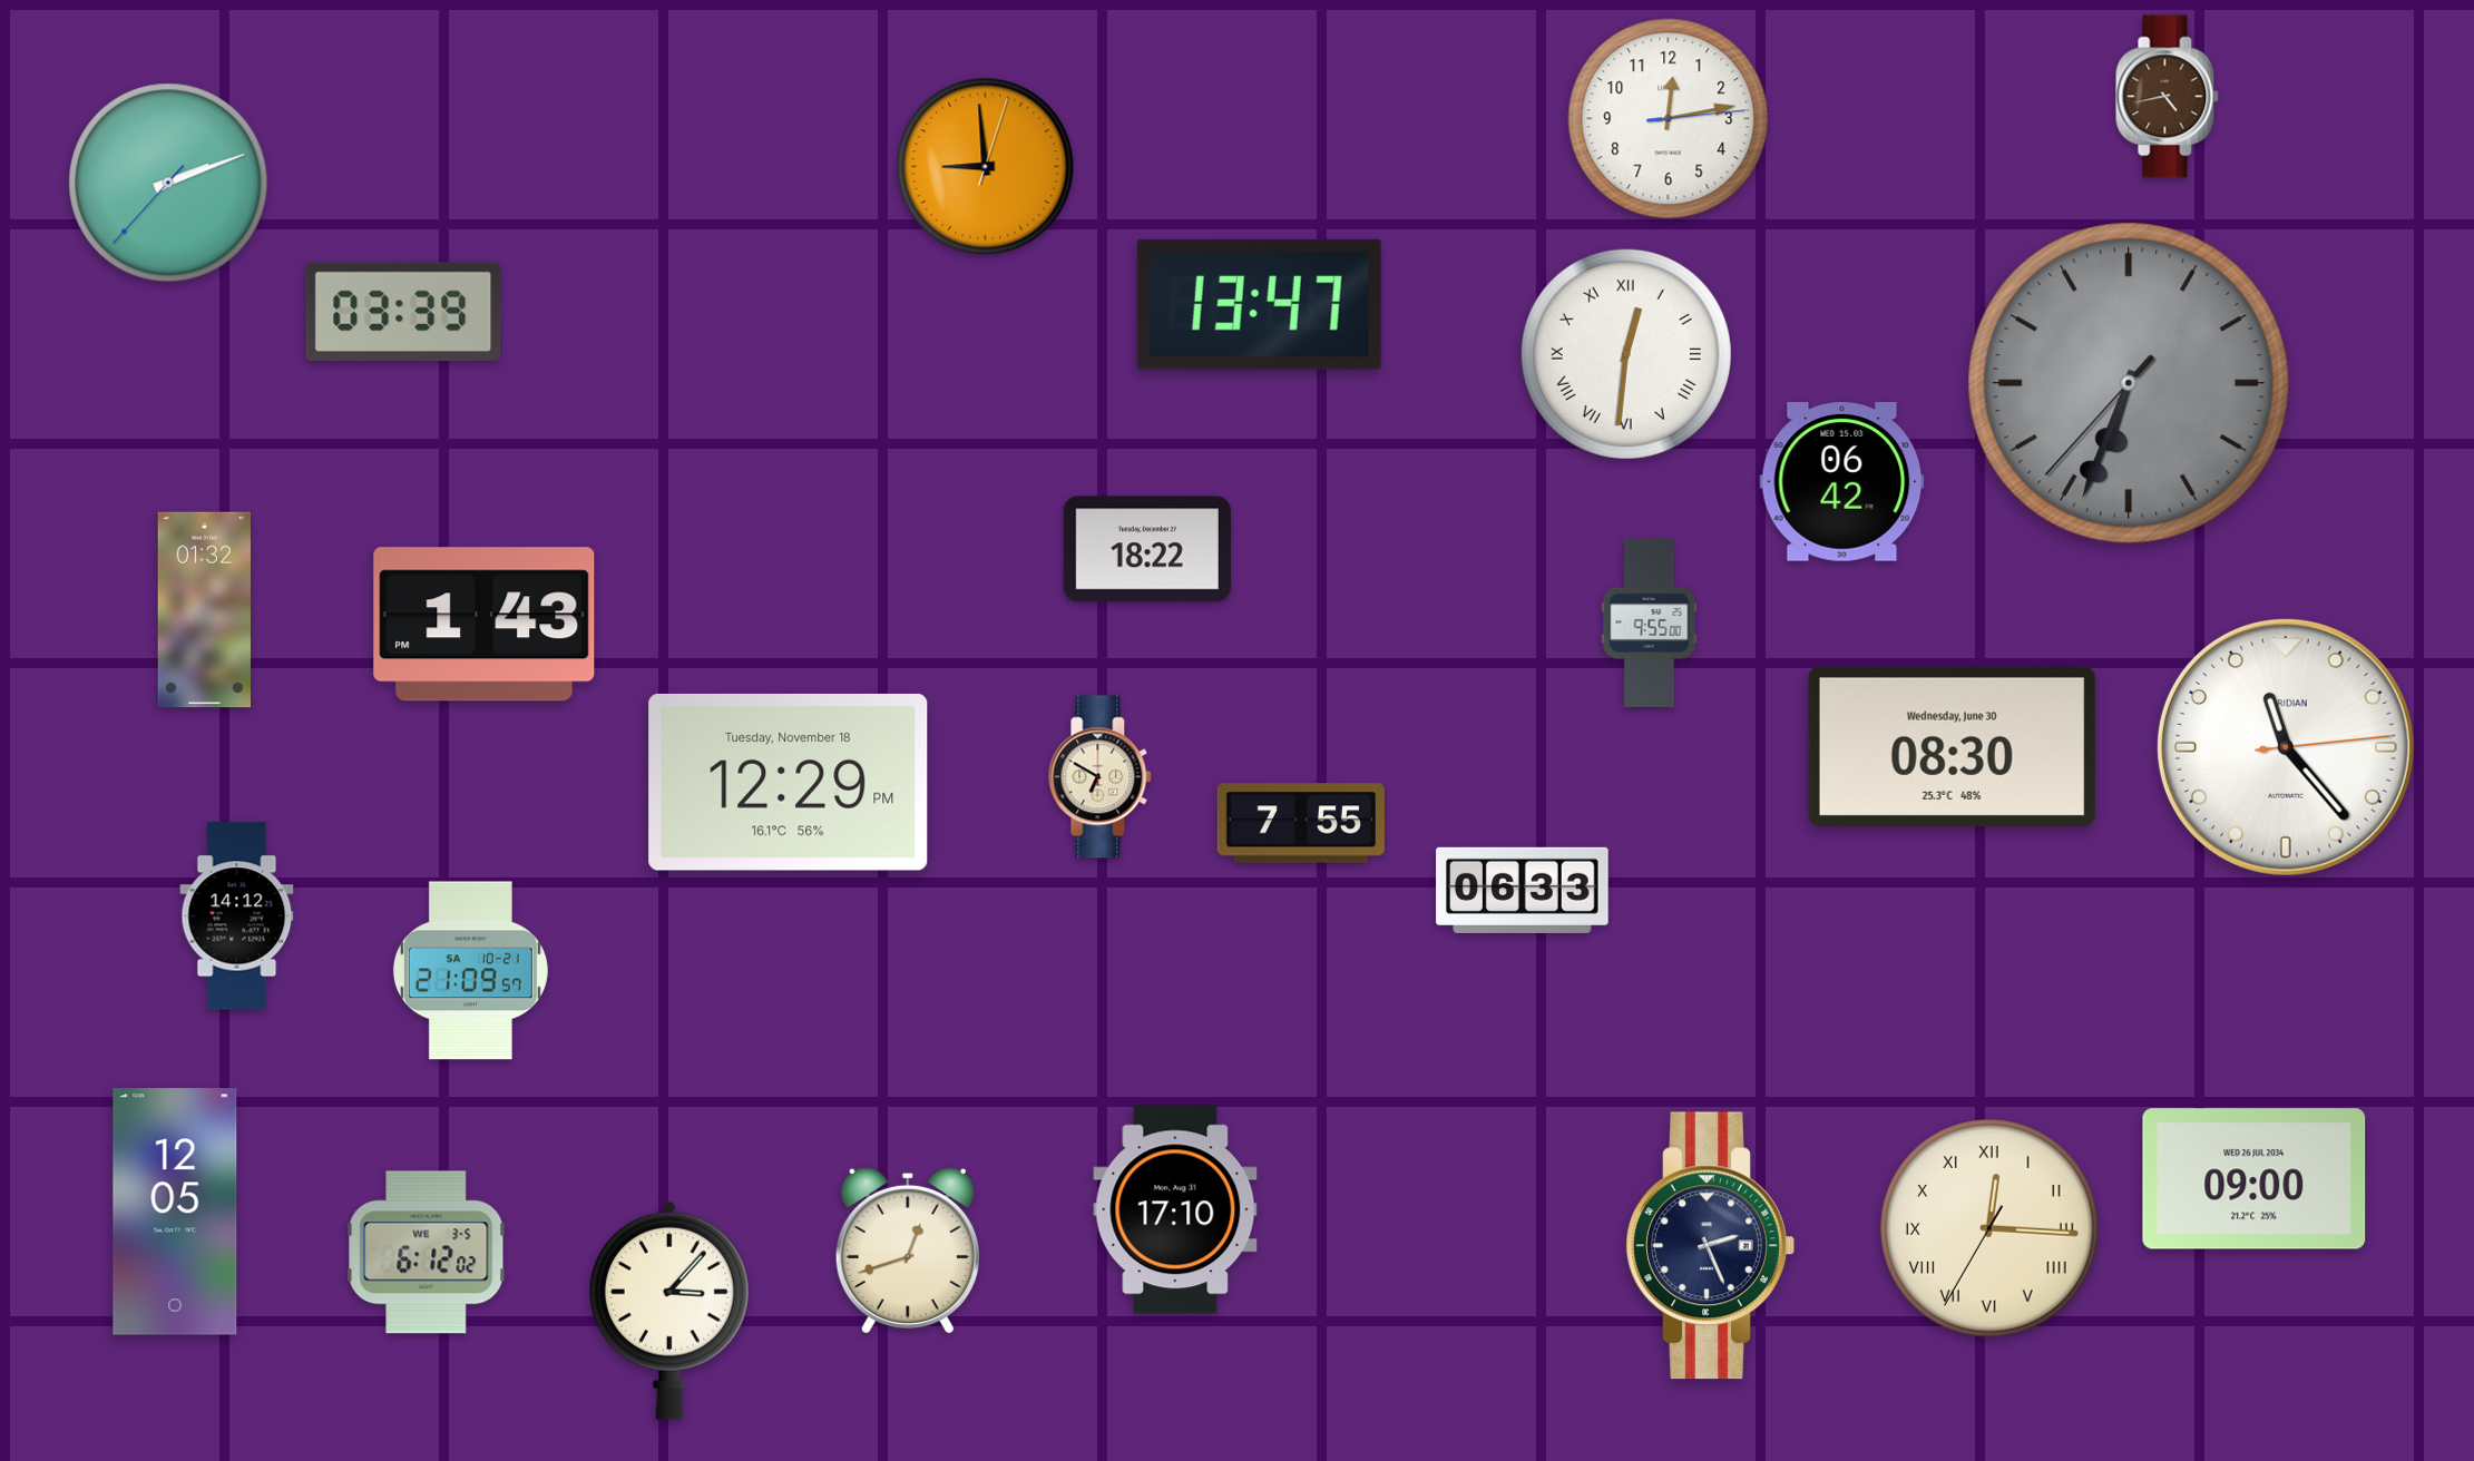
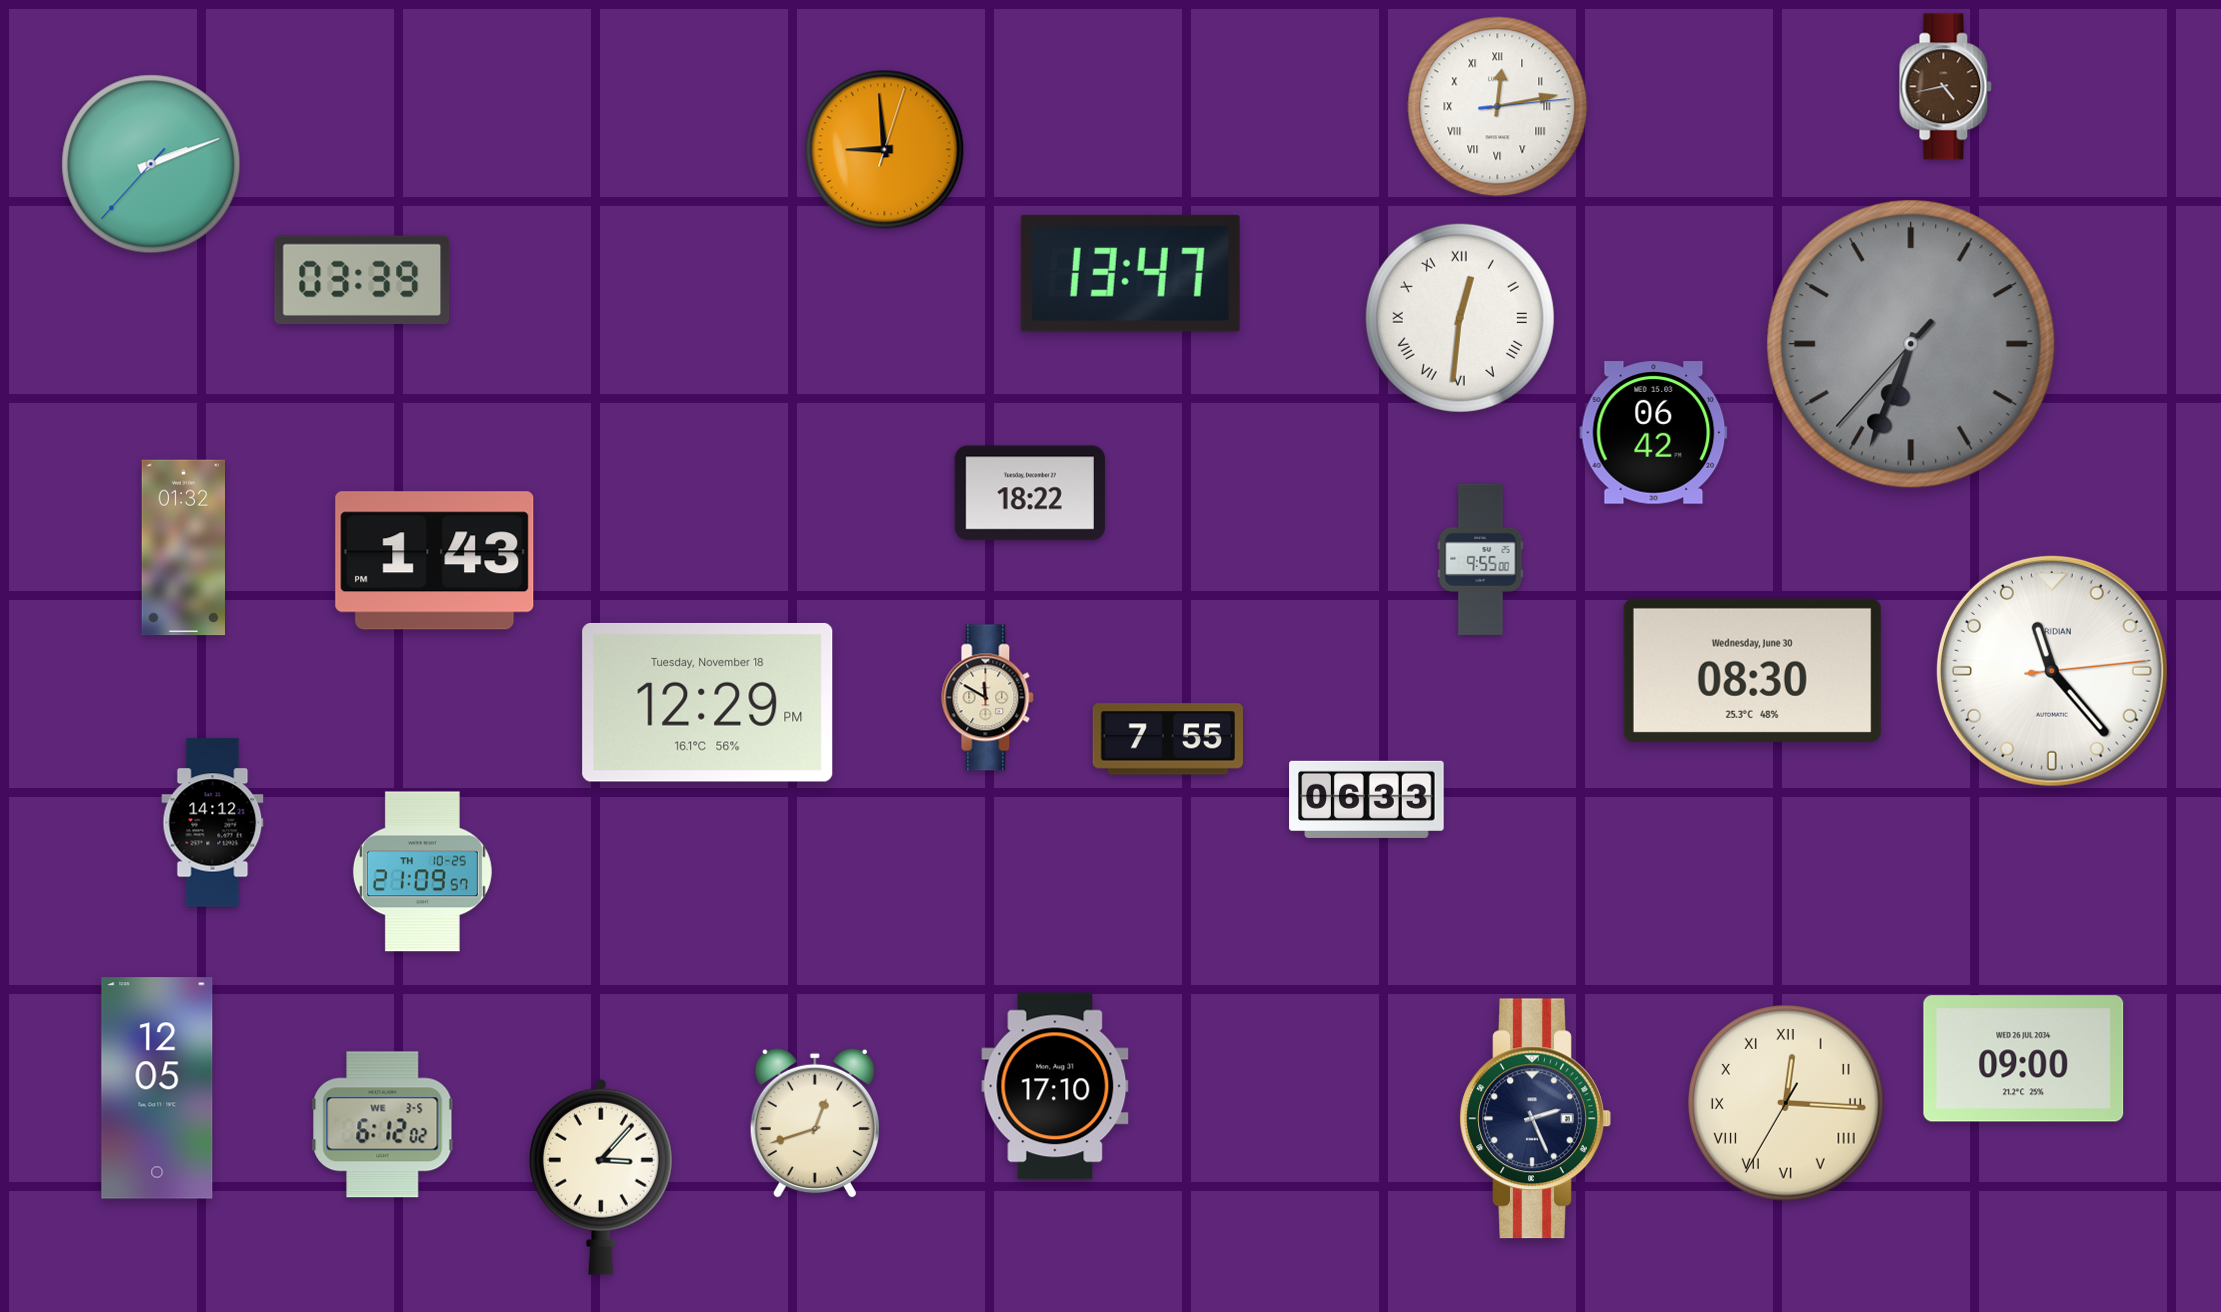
clock at (1669, 119) numerals: Arabic -> Roman
clock at (1101, 777): 6:50 -> 11:50
clock at (470, 971) date: SA 10-21 -> TH 10-25
